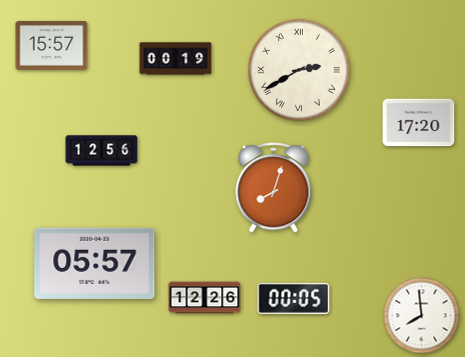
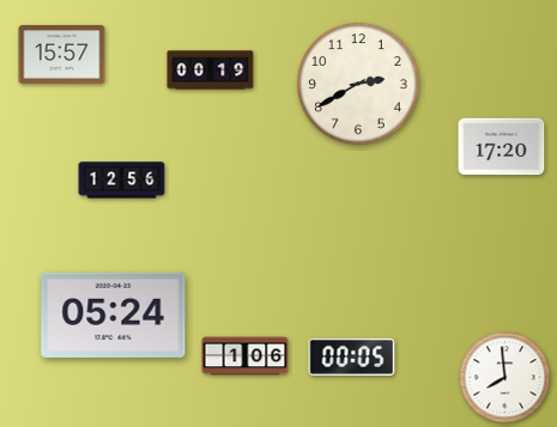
clock at (299, 70) numerals: Roman -> Arabic
clock at (274, 188): 8:03 -> none
clock at (95, 263): 05:57 -> 05:24
clock at (205, 298): 12:26 -> 1:06
